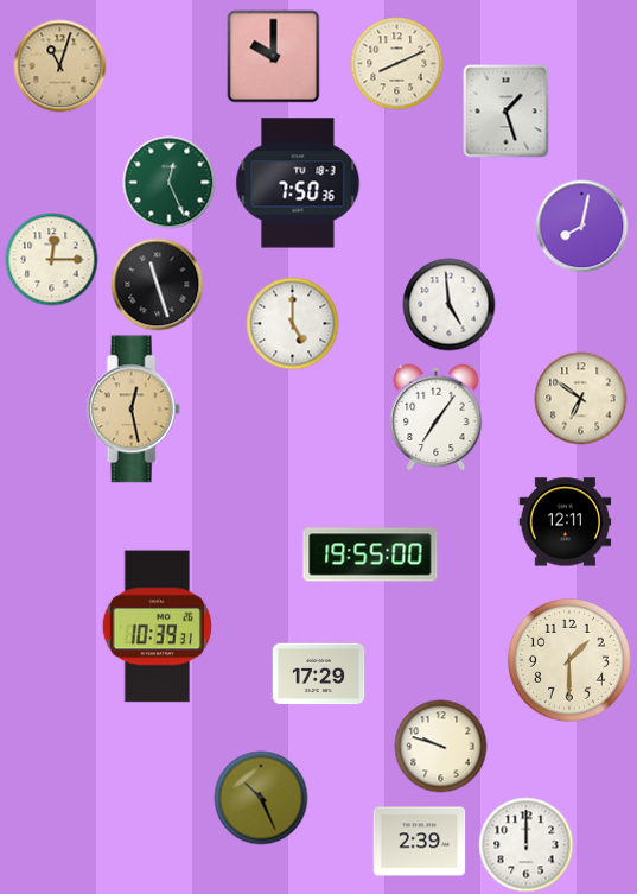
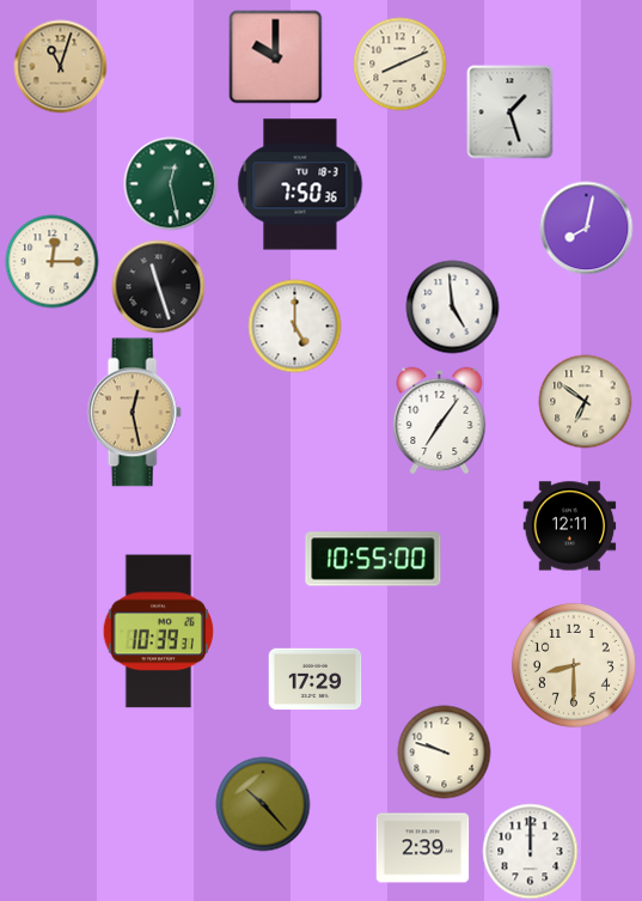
clock at (168, 182): 12:26 -> 12:28
clock at (370, 554): 19:55 -> 10:55
clock at (569, 660): 1:30 -> 8:30
clock at (318, 674) position: (318, 674) -> (314, 680)
clock at (261, 798): 10:26 -> 10:23
